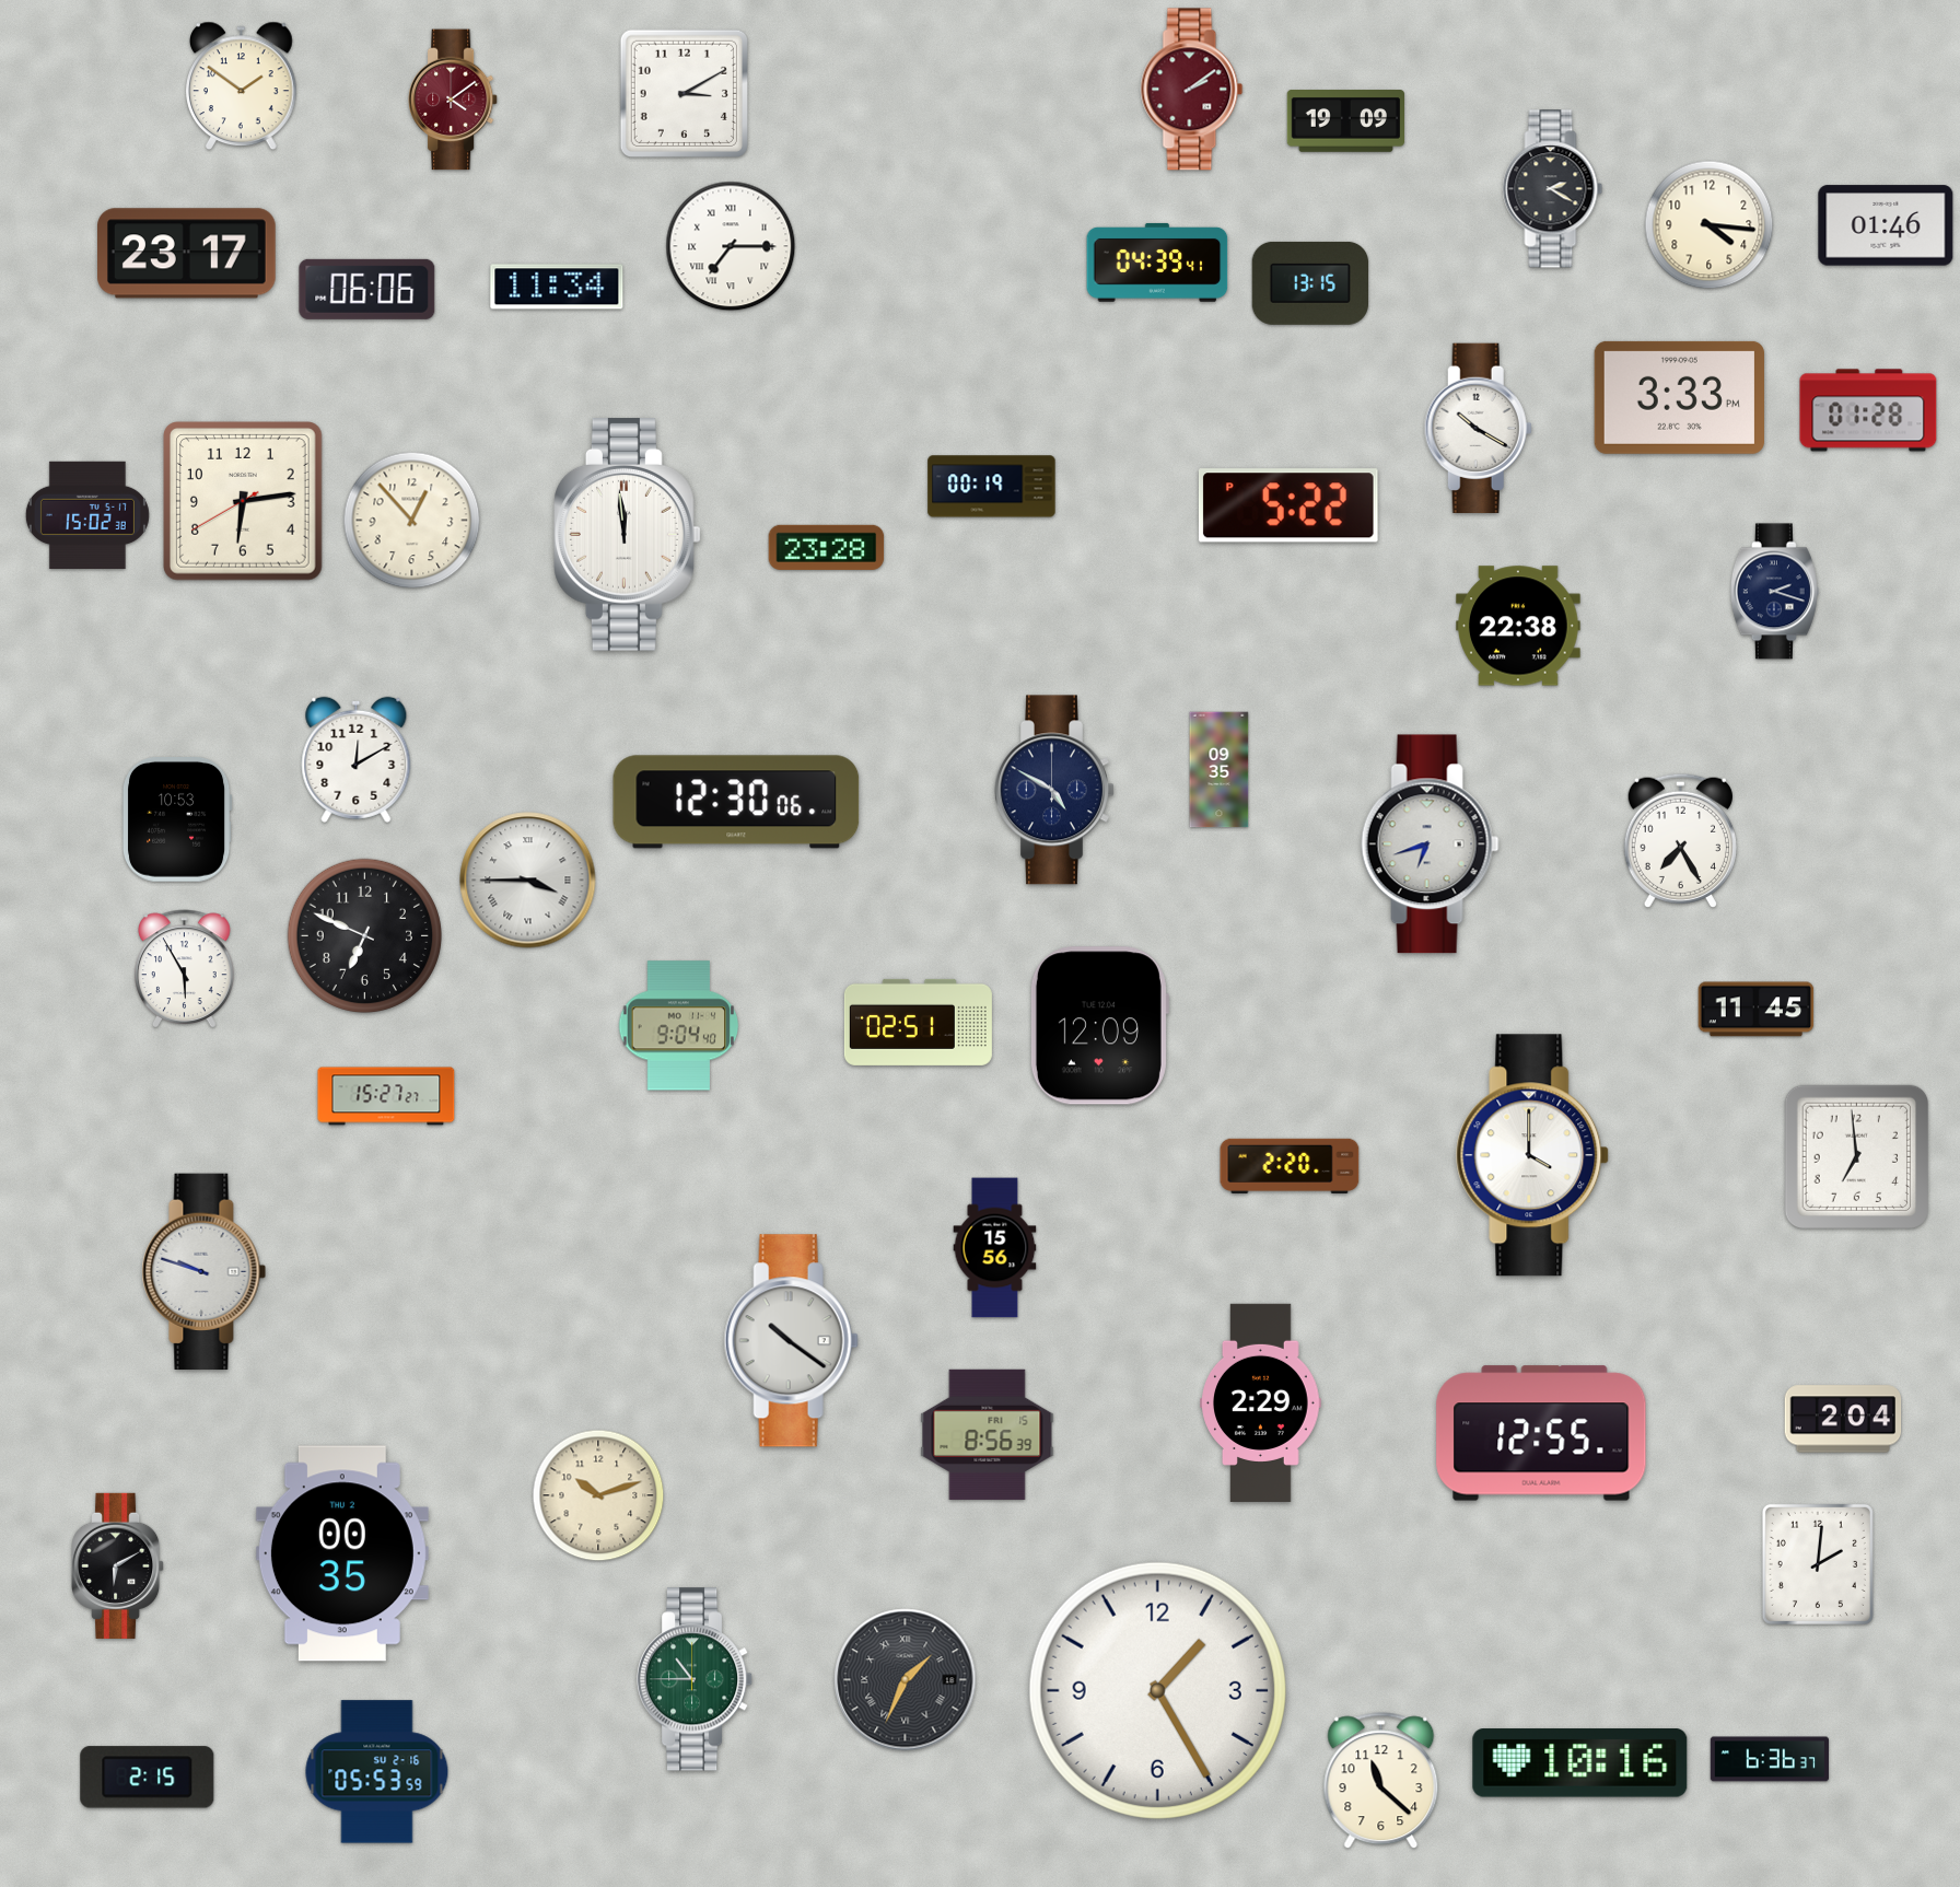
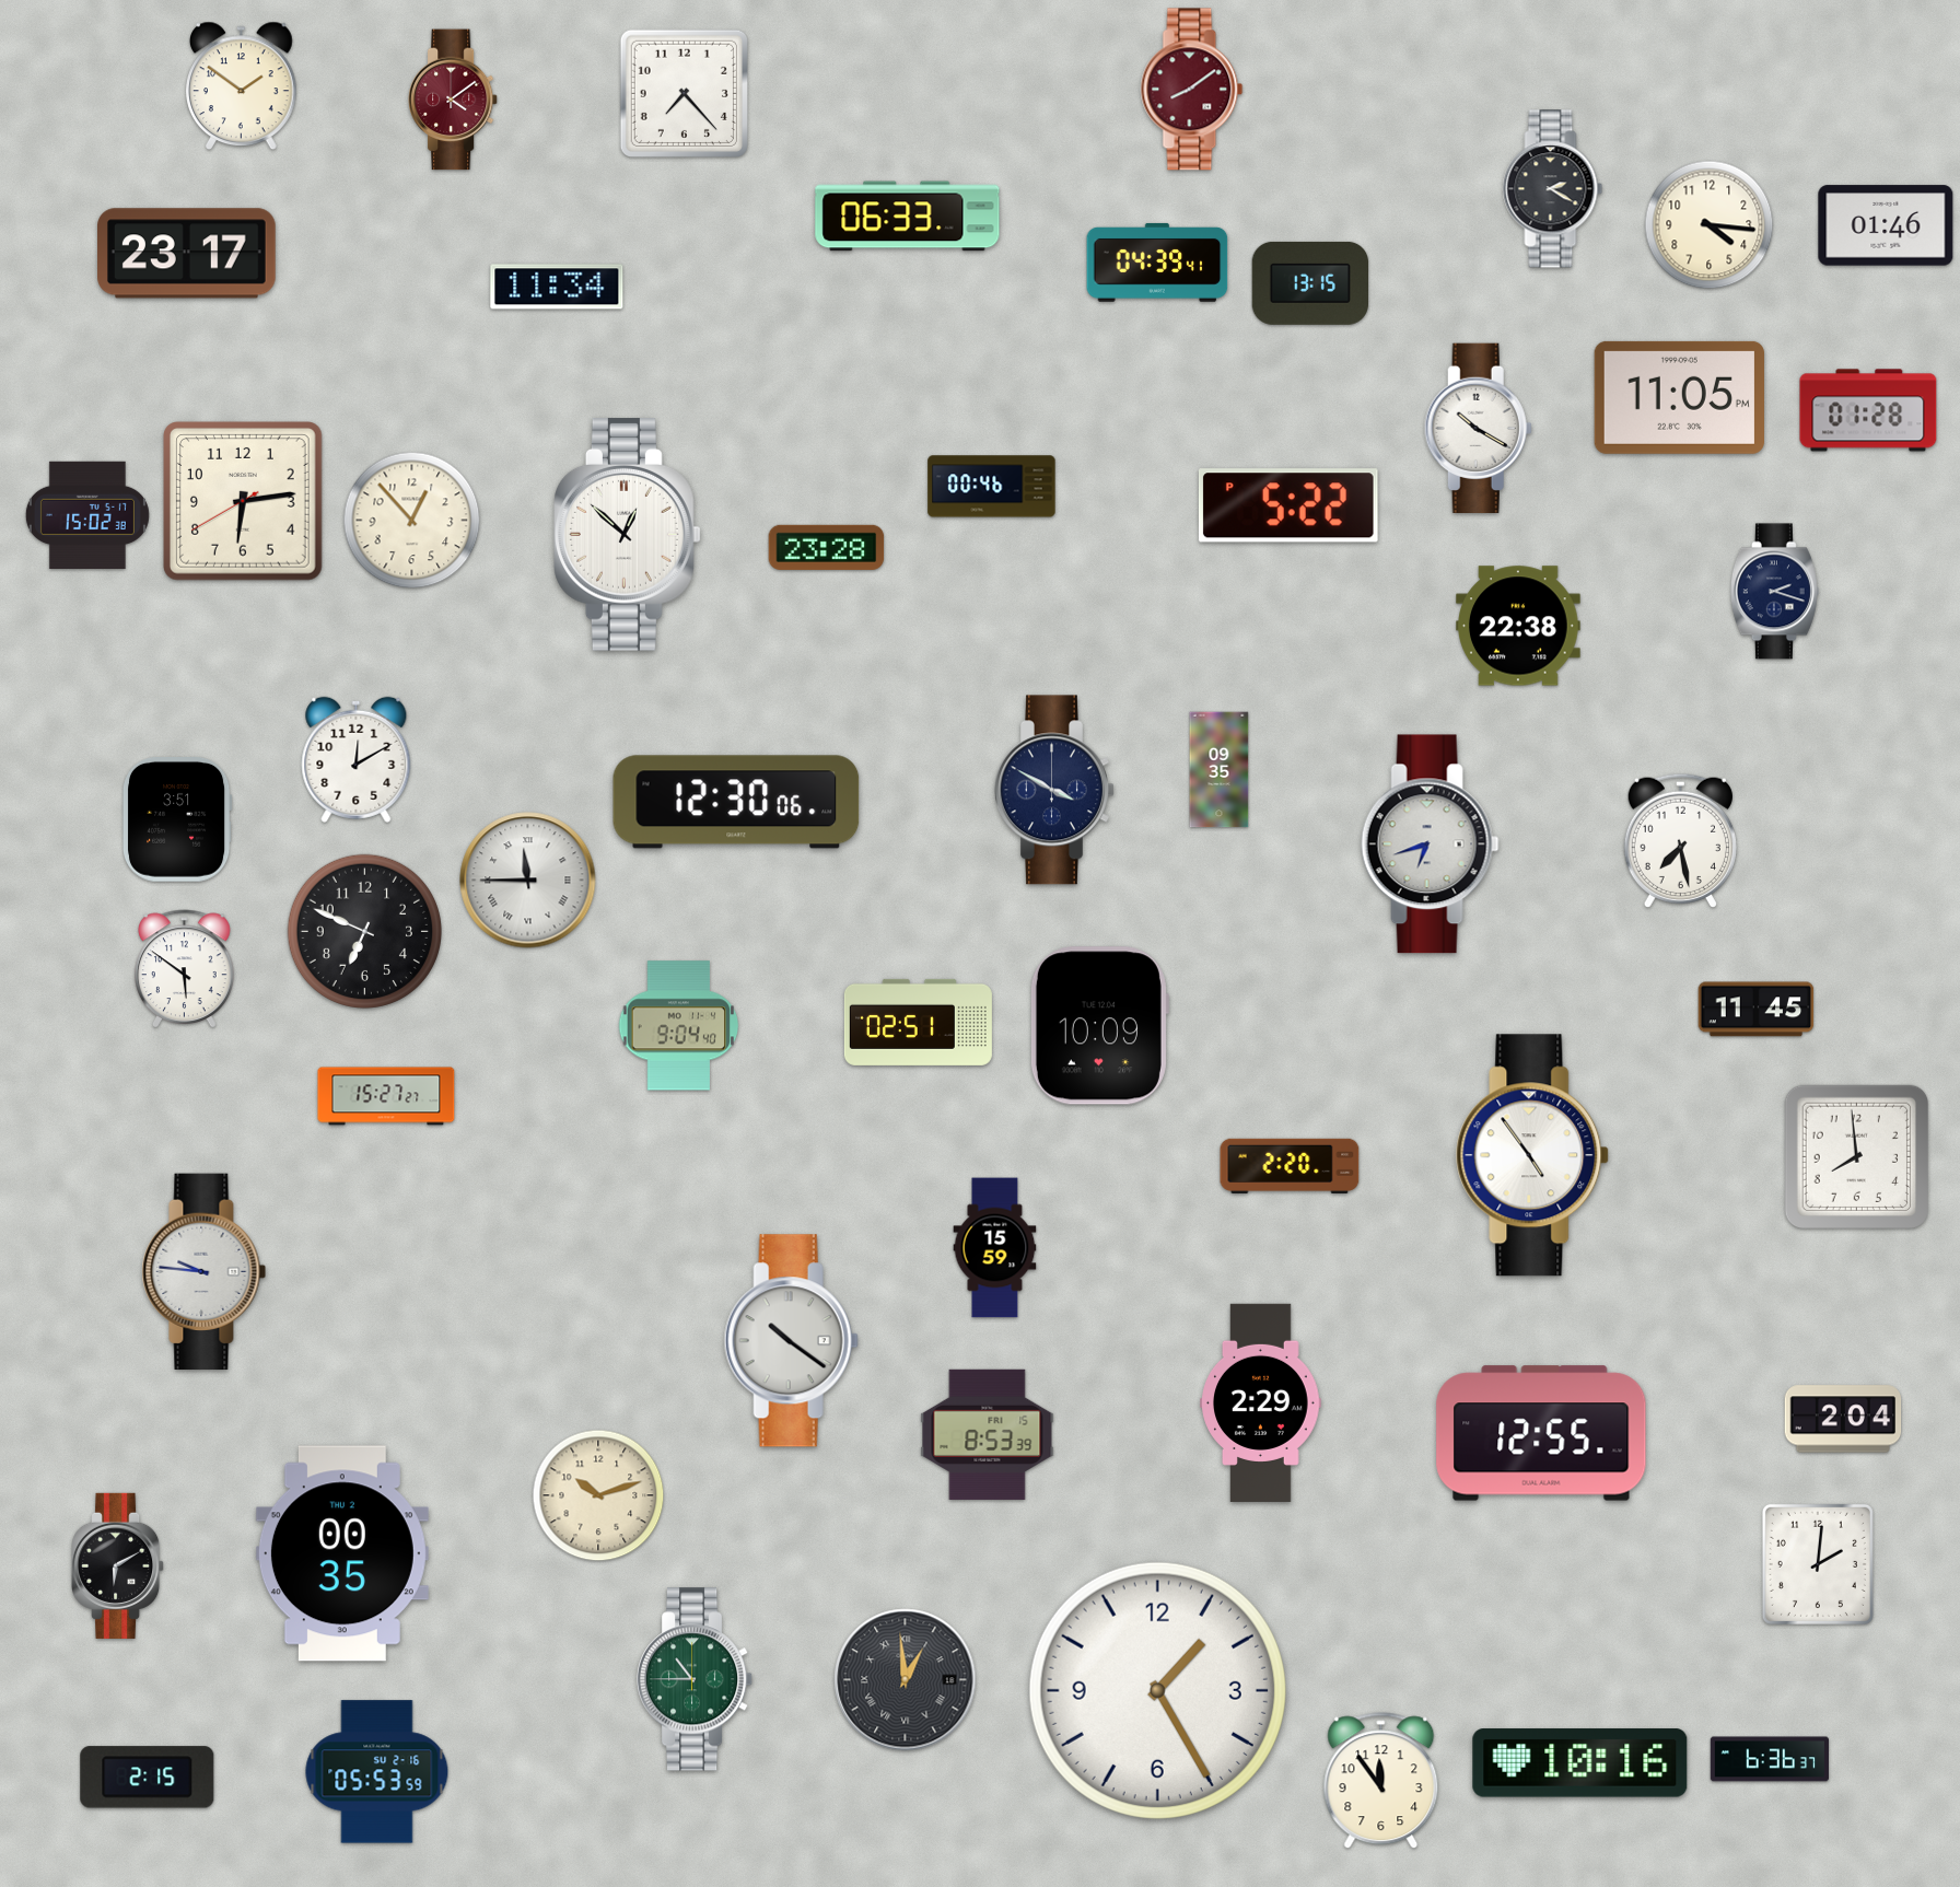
clock at (1192, 90): 2:09 -> 8:09
clock at (684, 93): 3:10 -> 7:23
clock at (1345, 121): 19:09 -> none
clock at (908, 217): none -> 06:33
clock at (731, 246): 7:15 -> none
clock at (367, 289): 06:06 -> none
clock at (1679, 397): 3:33 -> 11:05
clock at (992, 487): 00:19 -> 00:46
clock at (628, 535): 11:59 -> 12:52
clock at (1055, 790): 4:50 -> 3:50
clock at (177, 820): 10:53 -> 3:51
clock at (1680, 840): 7:25 -> 7:28
clock at (528, 881): 3:45 -> 11:45
clock at (364, 935) position: (364, 935) -> (364, 931)
clock at (185, 969): 5:55 -> 5:51
clock at (1099, 1026): 12:09 -> 10:09
clock at (1533, 1155): 4:00 -> 4:54
clock at (1856, 1156): 6:59 -> 7:59
clock at (995, 1248): 15:56 -> 15:59
clock at (205, 1271): 9:48 -> 9:46
clock at (988, 1434): 8:56 -> 8:53
clock at (906, 1680): 1:34 -> 12:59
clock at (1381, 1781): 11:22 -> 11:54
